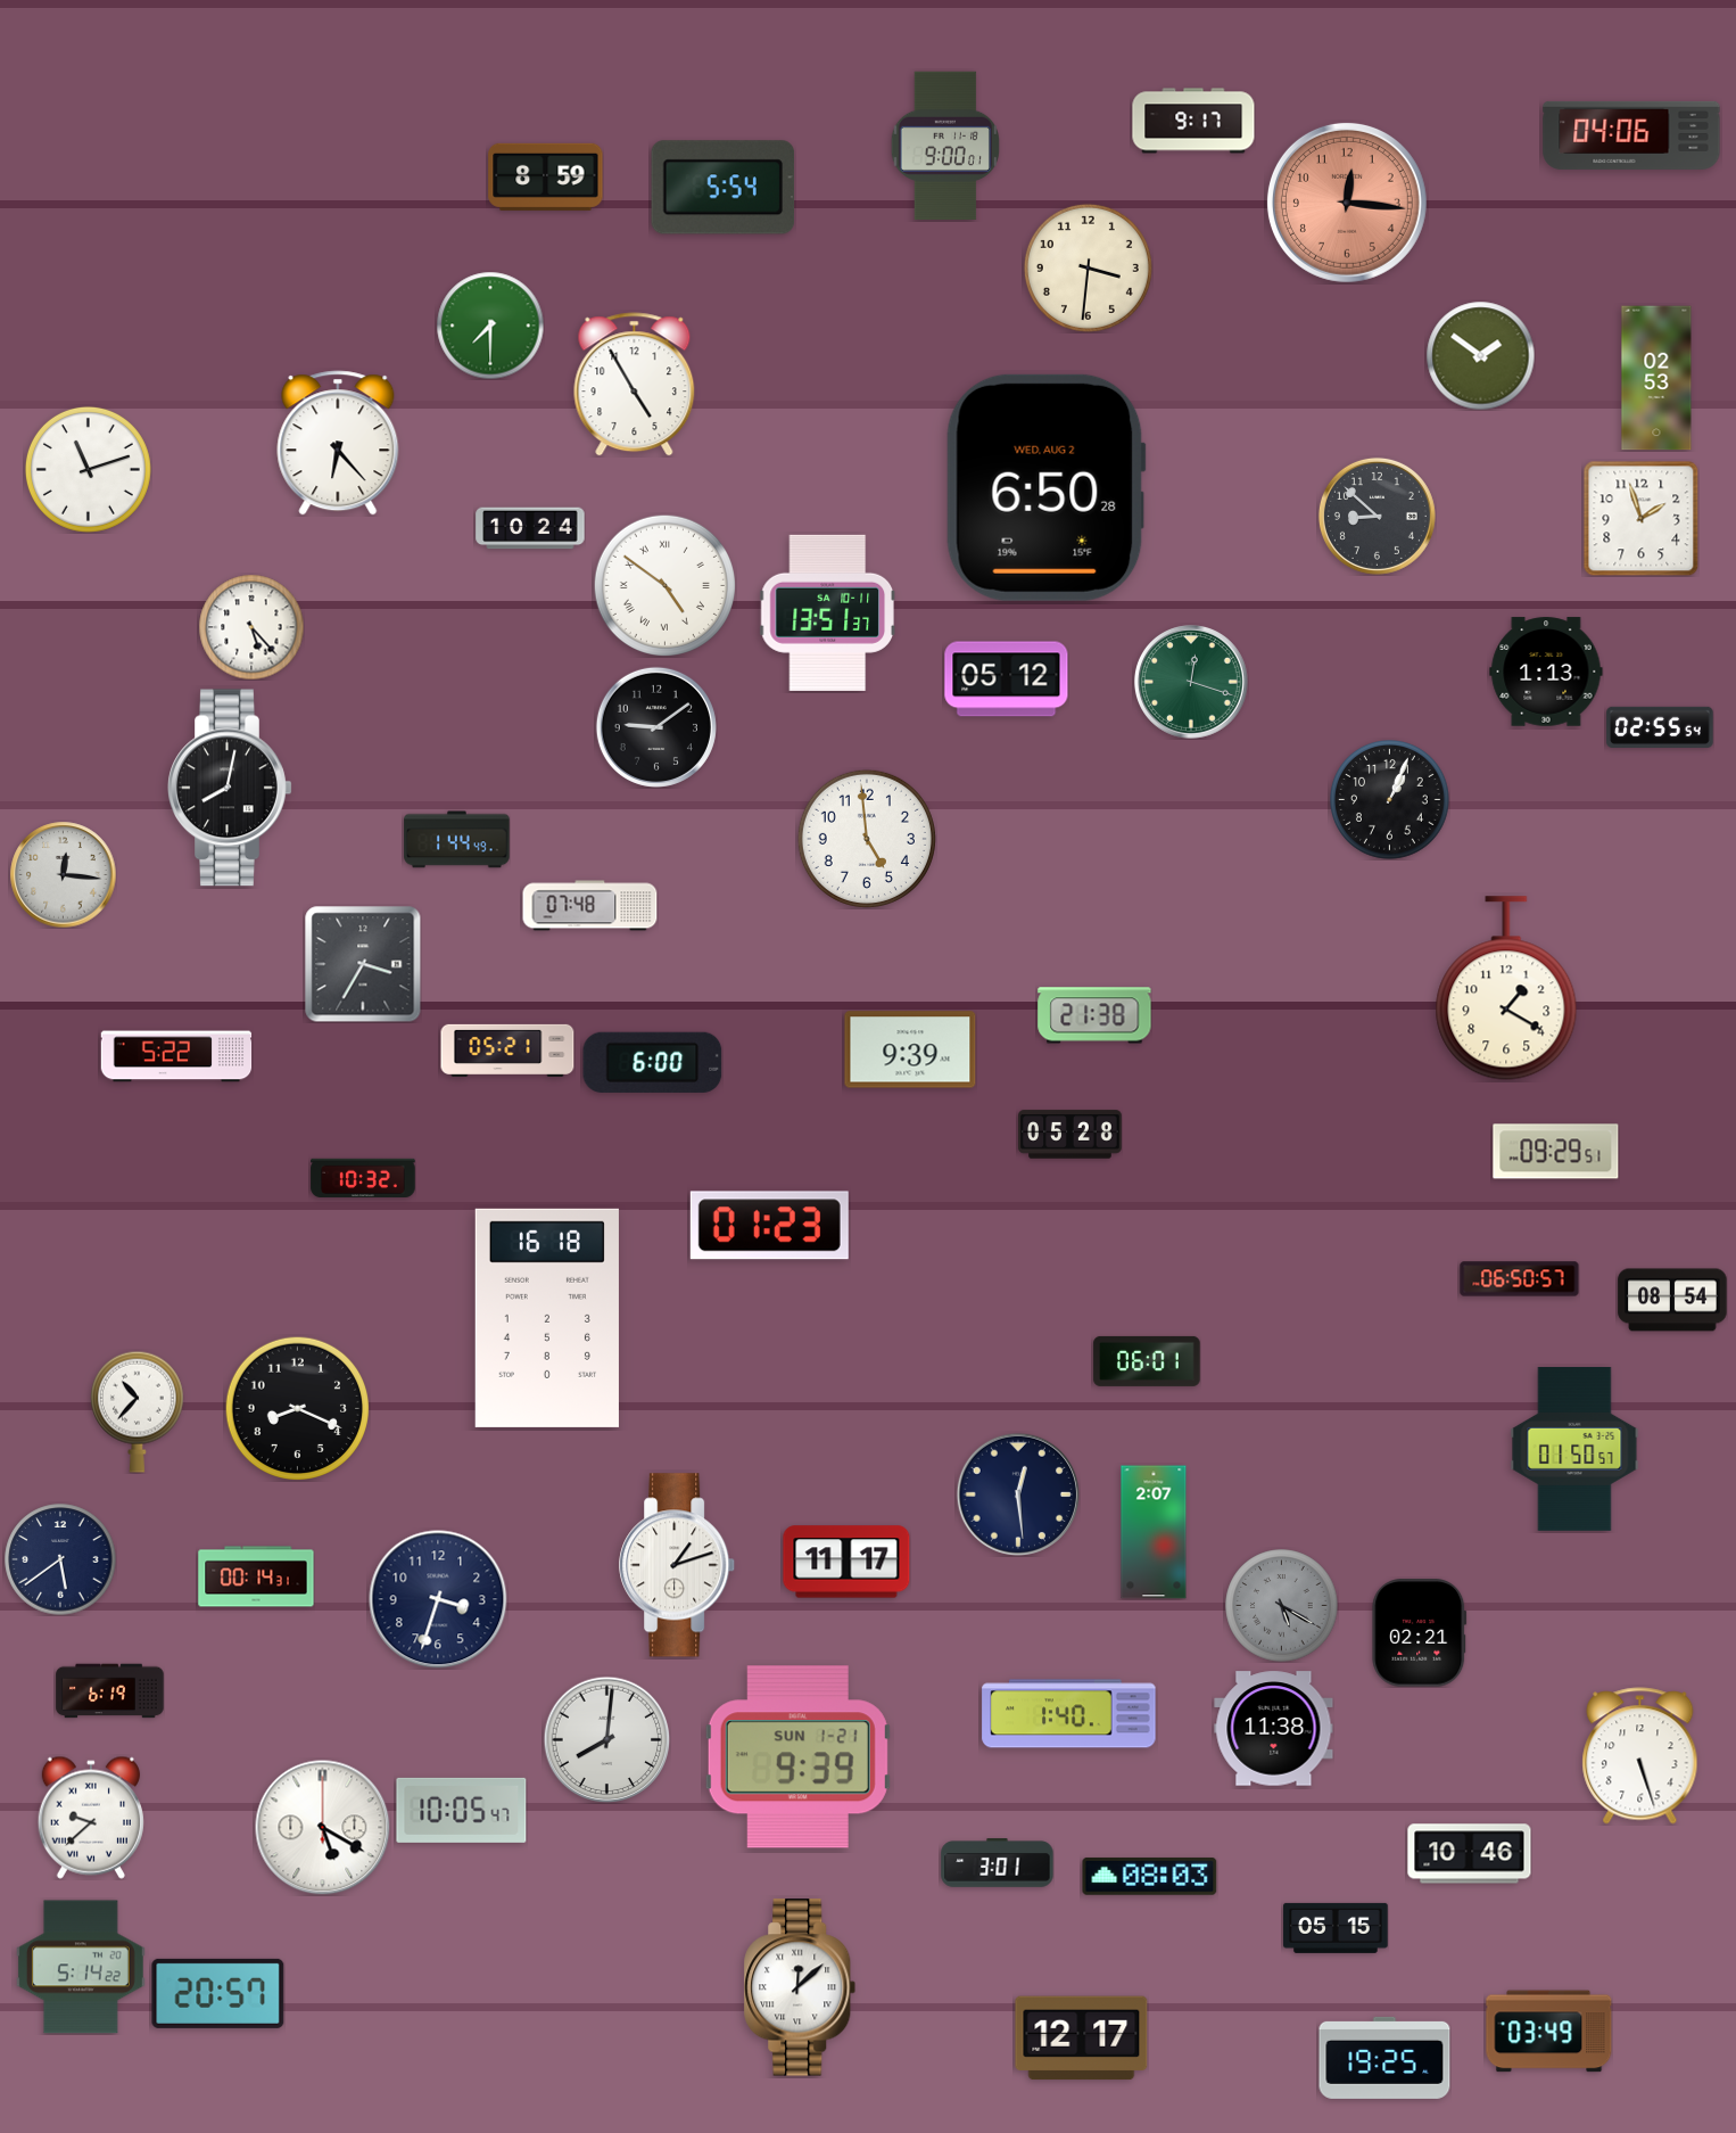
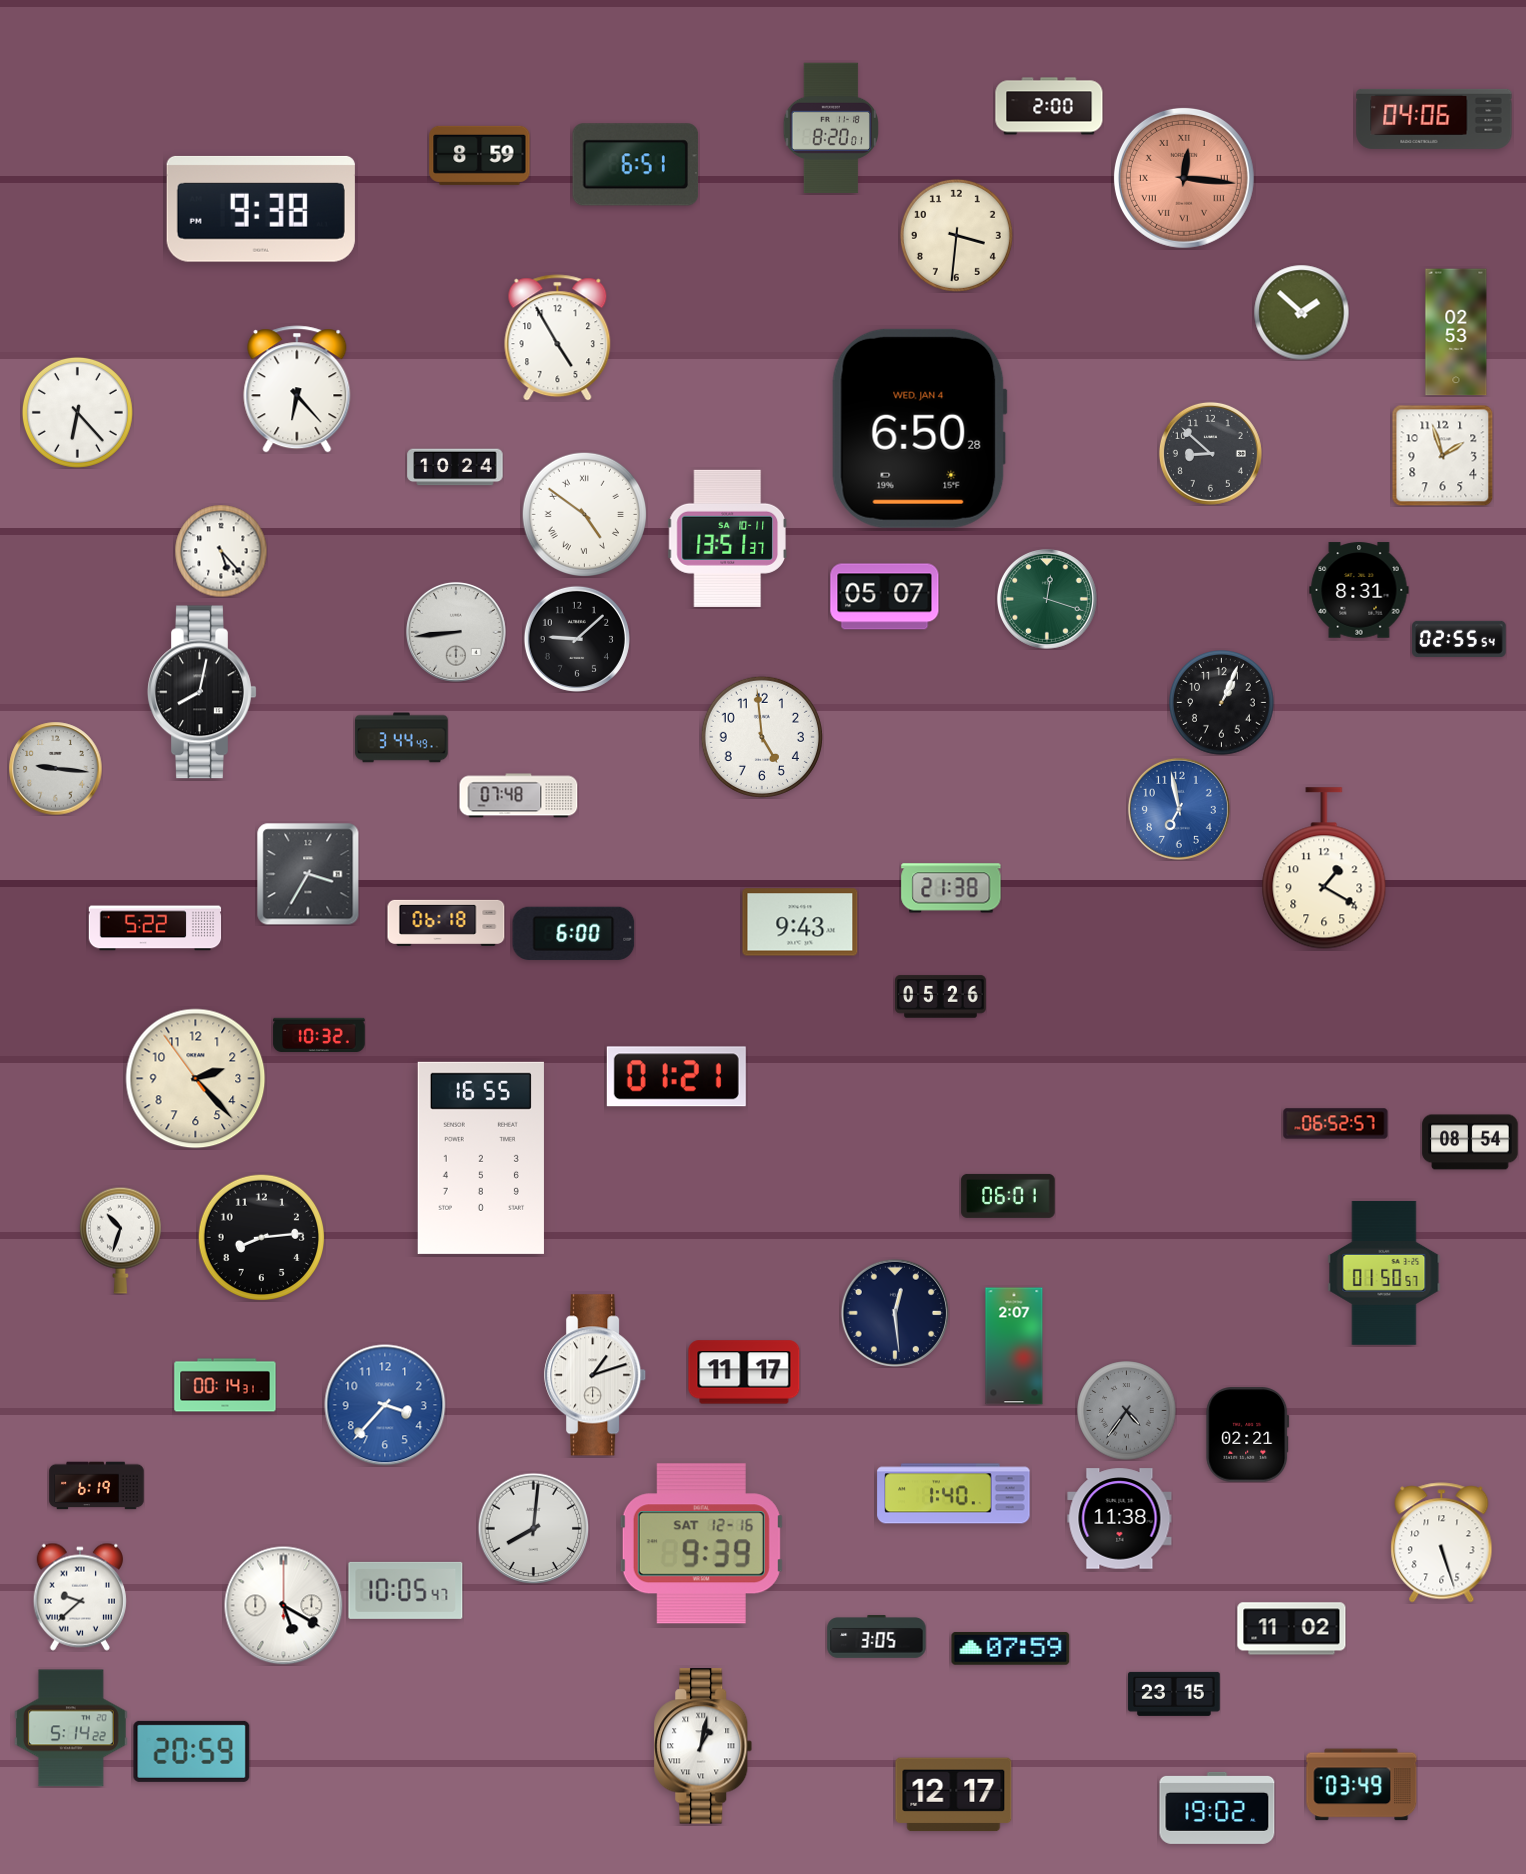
clock at (1193, 121): 9:17 -> 2:00
clock at (945, 146): 9:00 -> 8:20
clock at (724, 188): 5:54 -> 6:51
clock at (1347, 203) numerals: Arabic -> Roman
clock at (261, 209): none -> 9:38
clock at (490, 326): 7:30 -> none
clock at (1480, 355): 1:51 -> 1:52
clock at (88, 469): 11:12 -> 6:23
clock at (1045, 487) date: WED, AUG 2 -> WED, JAN 4
clock at (530, 528) position: (530, 528) -> (455, 467)
clock at (1546, 672): 1:13 -> 8:31
clock at (1007, 680): 05:12 -> 05:07
clock at (456, 632): none -> 8:44
clock at (656, 727): 9:09 -> 9:08
clock at (457, 840): 1:44 -> 3:44
clock at (63, 874): 12:16 -> 9:16
clock at (1179, 809): none -> 6:58
clock at (363, 964) position: (363, 964) -> (308, 874)
clock at (1094, 1015) position: (1094, 1015) -> (951, 888)
clock at (910, 1049): 9:39 -> 9:43
clock at (507, 1051): 05:21 -> 06:18
clock at (1070, 1135): 05:28 -> 05:26
clock at (1556, 1152): 09:29 -> none
clock at (769, 1226): 01:23 -> 01:21
clock at (196, 1079): none -> 2:22
clock at (1520, 1279): 06:50 -> 06:52
clock at (547, 1318): 16:18 -> 16:55
clock at (297, 1408): 8:19 -> 8:14
clock at (137, 1411): 10:37 -> 10:33
clock at (60, 1559): 5:39 -> none
clock at (438, 1599): 3:33 -> 3:37
clock at (438, 1599) dial: navy -> blue
clock at (1282, 1606): 5:20 -> 4:36
clock at (1069, 1714) position: (1069, 1714) -> (954, 1494)
clock at (797, 1757) date: SUN 1-21 -> SAT 12-16
clock at (1470, 1854): 10:46 -> 11:02
clock at (998, 1863): 3:01 -> 3:05
clock at (1150, 1877): 08:03 -> 07:59
clock at (1336, 1928): 05:15 -> 23:15
clock at (800, 1987): 12:08 -> 1:02
clock at (218, 1993): 20:57 -> 20:59
clock at (1082, 2039) position: (1082, 2039) -> (954, 1795)
clock at (1384, 2058): 19:25 -> 19:02
